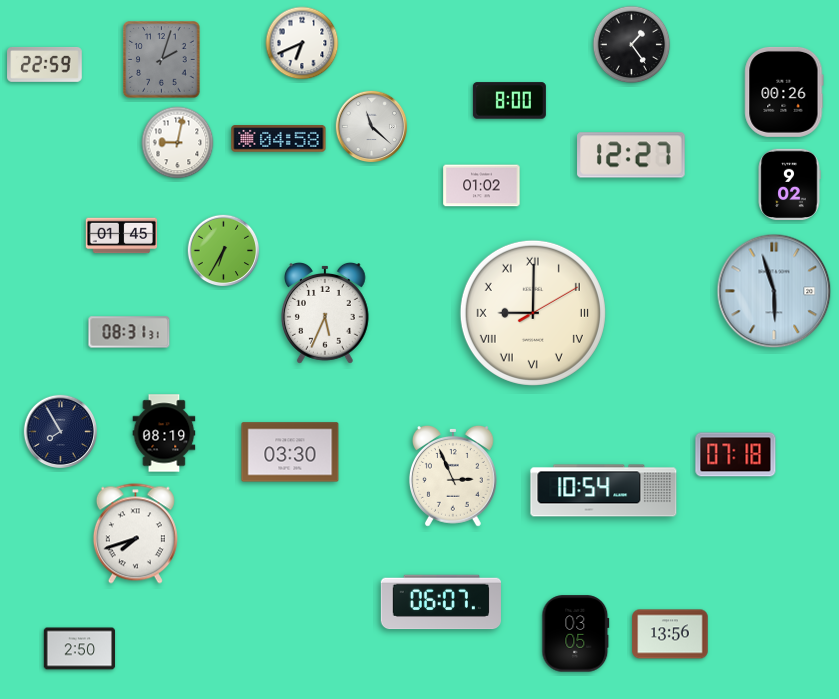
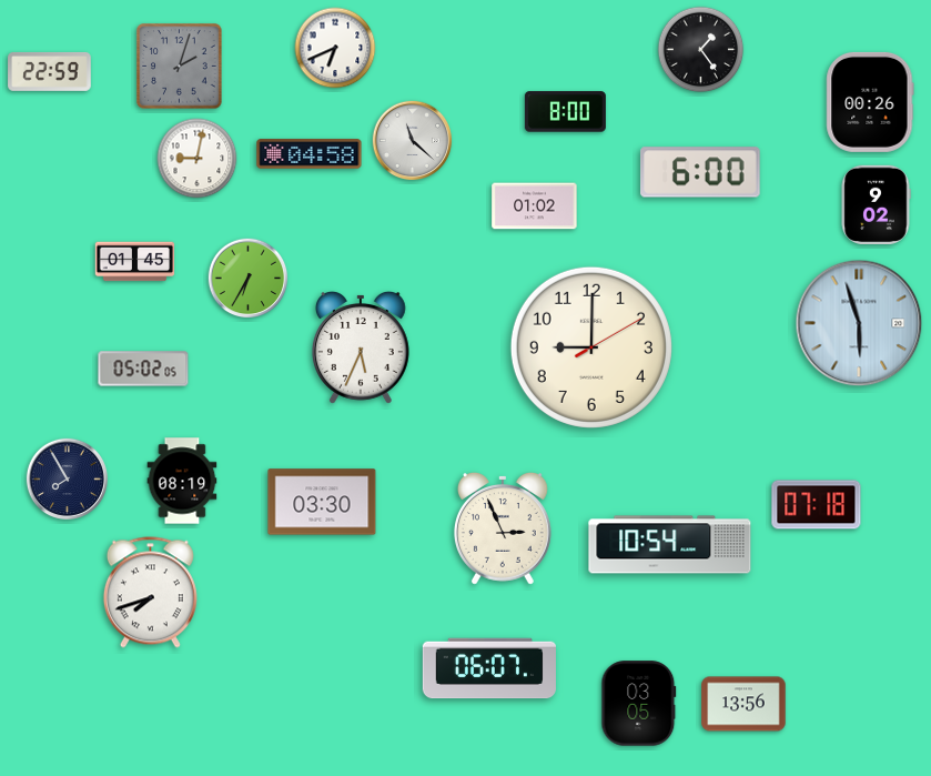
clock at (631, 155): 12:27 -> 6:00
clock at (533, 313) numerals: Roman -> Arabic
clock at (129, 332): 08:31 -> 05:02
clock at (80, 649): 2:50 -> none
